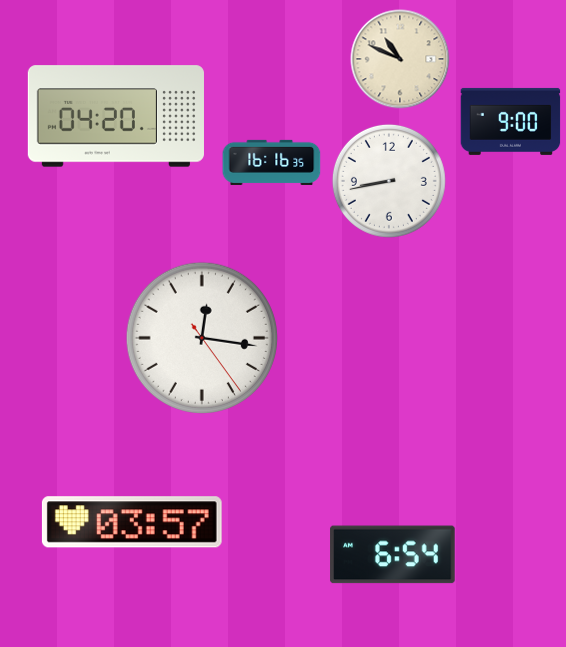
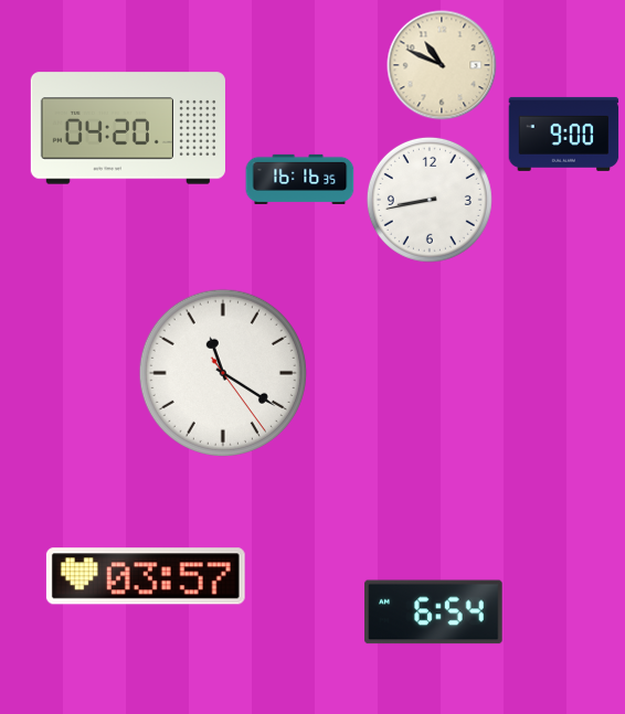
clock at (202, 338): 12:16 -> 11:20
